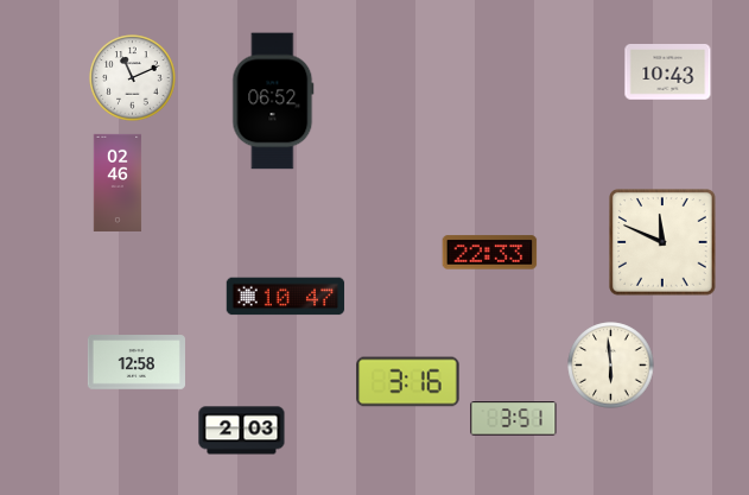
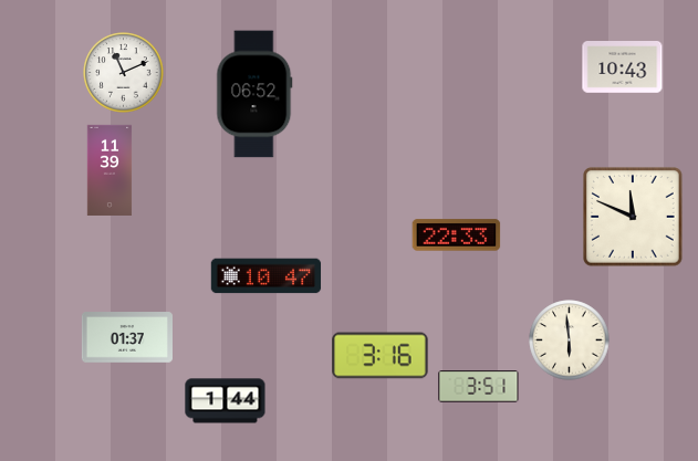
clock at (118, 183): 02:46 -> 11:39
clock at (664, 243) position: (664, 243) -> (634, 218)
clock at (137, 362): 12:58 -> 01:37
clock at (514, 419) position: (514, 419) -> (479, 387)
clock at (242, 431): 2:03 -> 1:44
